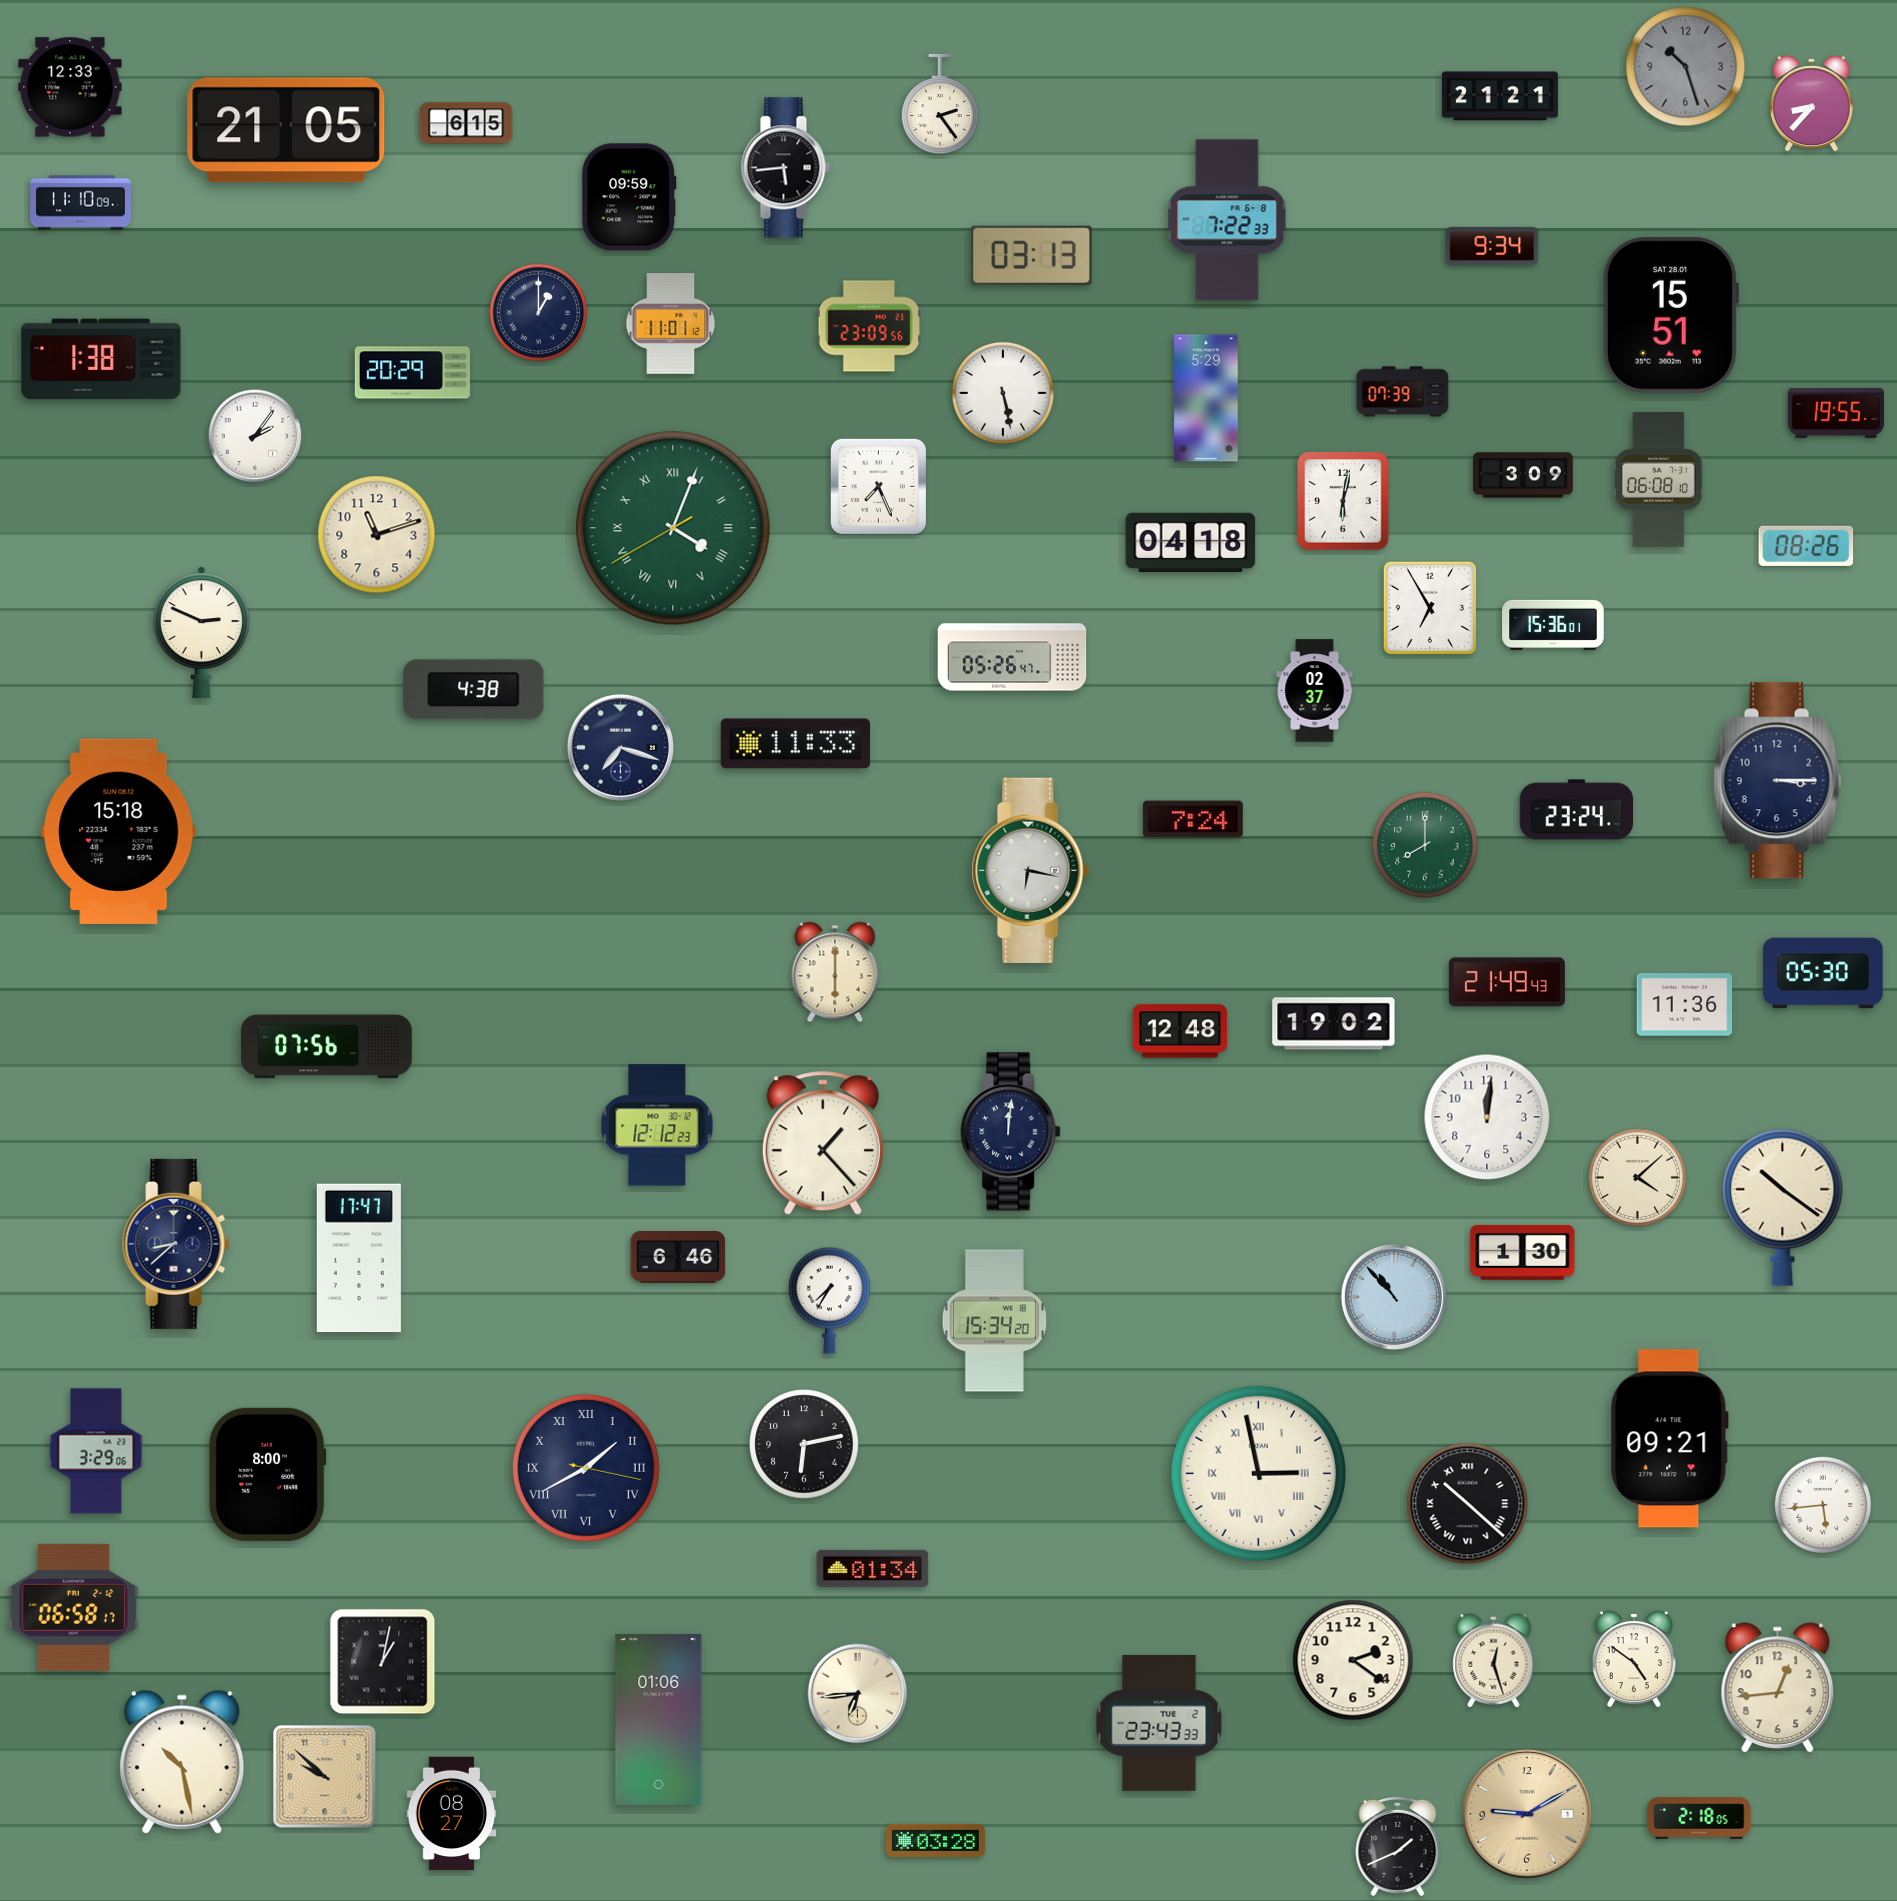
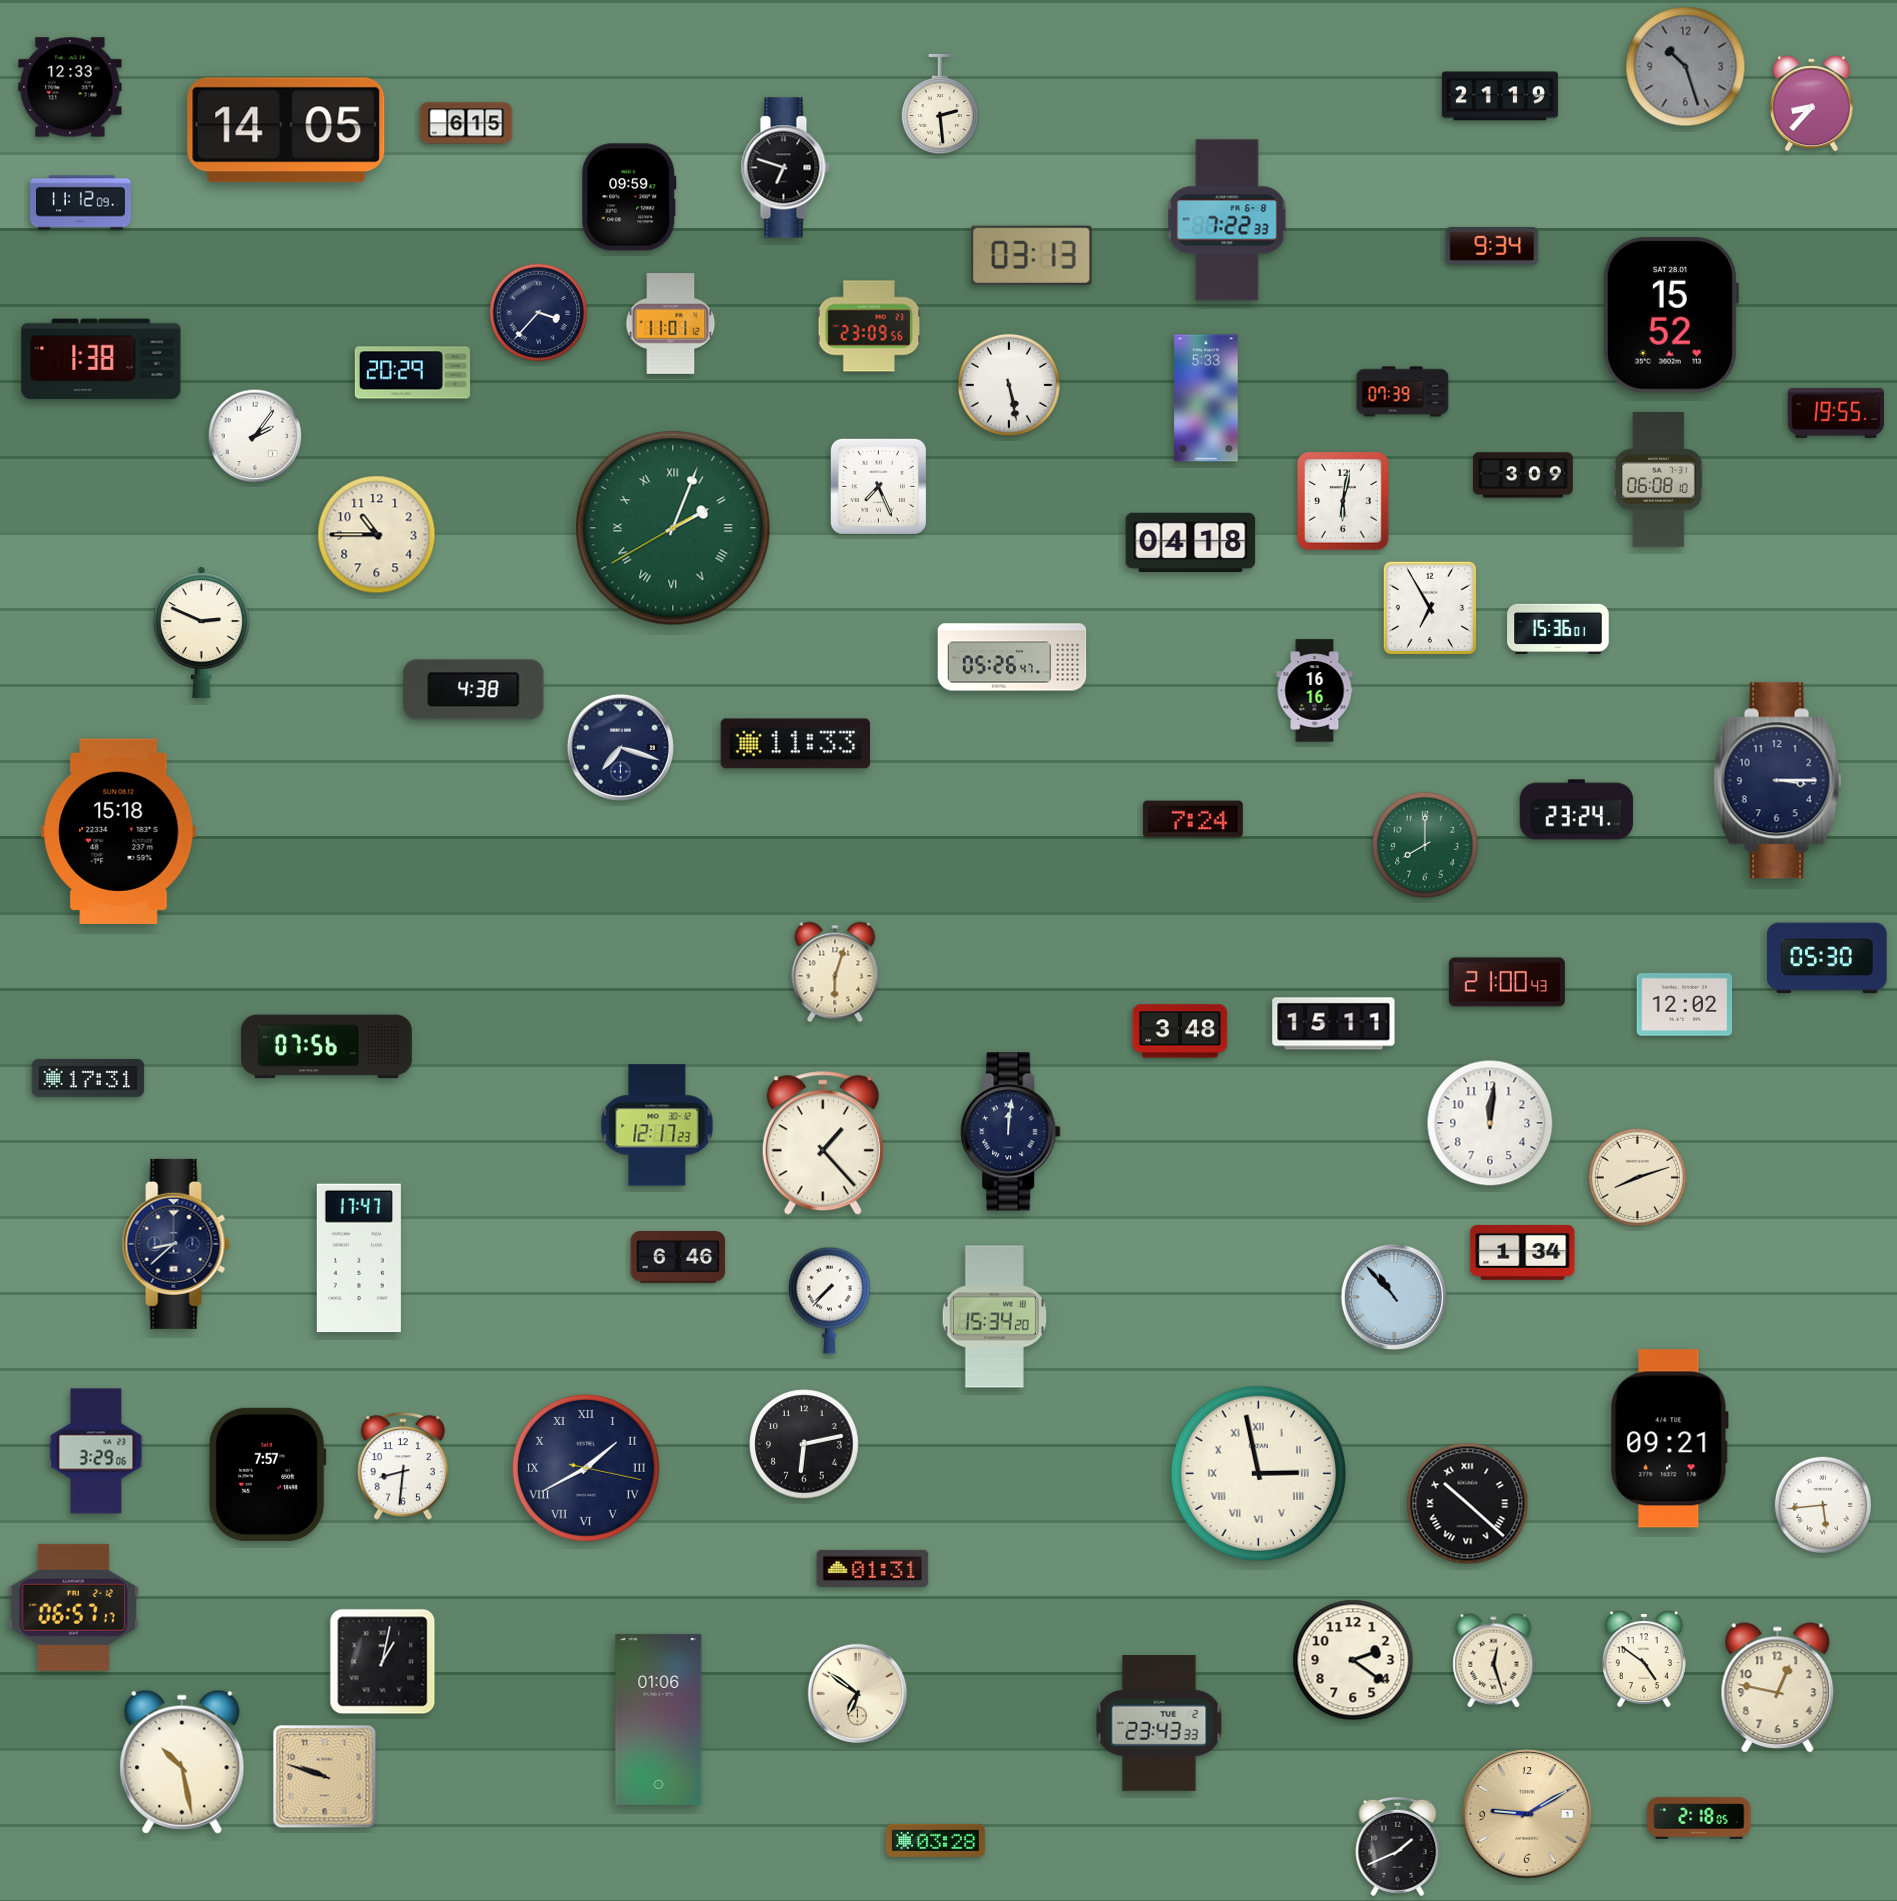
clock at (1500, 96): 21:21 -> 21:19
clock at (940, 104): 2:24 -> 2:29
clock at (286, 130): 21:05 -> 14:05
clock at (785, 168): 5:44 -> 6:48
clock at (81, 203): 11:10 -> 11:12
clock at (538, 312): 1:00 -> 3:37
clock at (1670, 316): 15:51 -> 15:52
clock at (1003, 393) position: (1003, 393) -> (1009, 385)
clock at (1206, 398): 5:29 -> 5:33
clock at (673, 528): 4:03 -> 2:03
clock at (377, 535): 11:12 -> 10:45
clock at (1806, 546): 08:26 -> none
clock at (1553, 625) position: (1553, 625) -> (1558, 629)
clock at (1315, 691): 02:37 -> 16:16
clock at (1031, 870): 6:17 -> none
clock at (835, 972): 6:00 -> 6:03
clock at (1823, 973) position: (1823, 973) -> (1827, 958)
clock at (1507, 982): 21:49 -> 21:00
clock at (1685, 1005): 11:36 -> 12:02
clock at (1334, 1024): 19:02 -> 15:11
clock at (1180, 1031): 12:48 -> 3:48
clock at (88, 1078): none -> 17:31
clock at (1487, 1117) position: (1487, 1117) -> (1490, 1123)
clock at (657, 1125): 12:12 -> 12:17
clock at (1637, 1177): 4:08 -> 8:12
clock at (1783, 1207): 10:21 -> none
clock at (1523, 1252): 1:30 -> 1:34
clock at (830, 1300): 7:35 -> 7:37
clock at (994, 1321) position: (994, 1321) -> (994, 1317)
clock at (403, 1467): none -> 8:31
clock at (267, 1474): 8:00 -> 7:57
clock at (873, 1568): 01:34 -> 01:31
clock at (73, 1607): 06:58 -> 06:57
clock at (1634, 1659) position: (1634, 1659) -> (1644, 1659)
clock at (1778, 1688): 12:44 -> 12:47
clock at (858, 1694): 6:44 -> 6:51
clock at (325, 1777): 9:52 -> 9:48
clock at (452, 1814): 08:27 -> none
